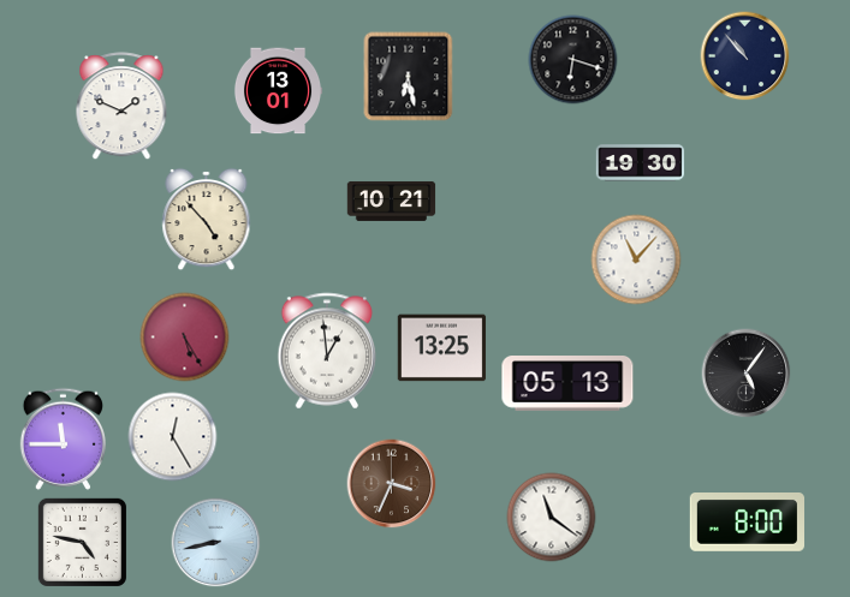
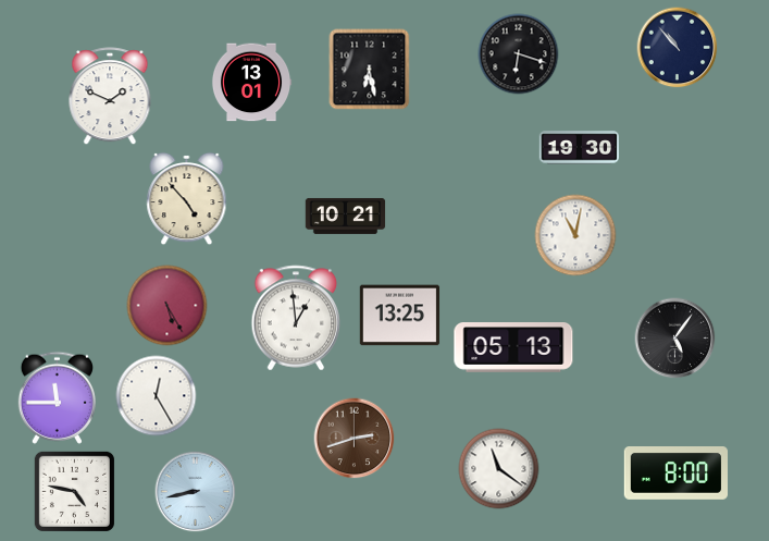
clock at (745, 56) position: (745, 56) -> (678, 48)
clock at (392, 201) position: (392, 201) -> (346, 216)
clock at (636, 259): 11:07 -> 11:02
clock at (392, 484): 3:34 -> 2:42
